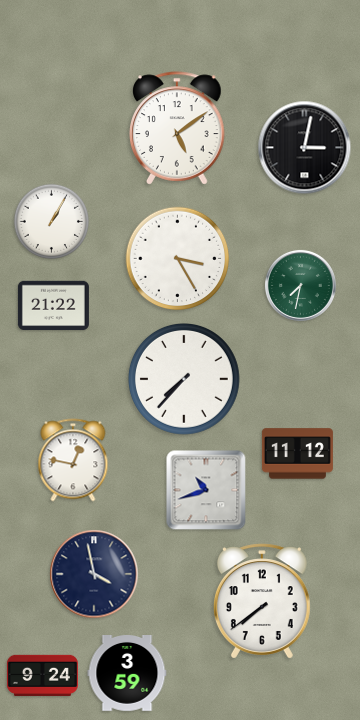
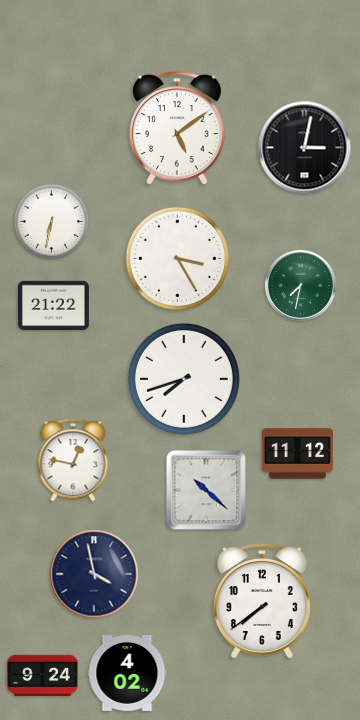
clock at (51, 221): 1:05 -> 6:32
clock at (184, 379): 7:37 -> 7:42
clock at (206, 490): 10:42 -> 10:22
clock at (127, 674): 3:59 -> 4:02
